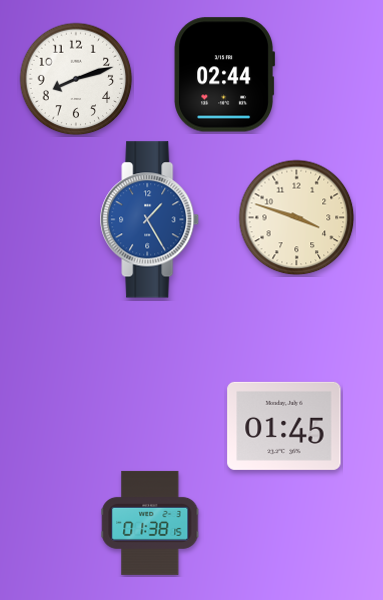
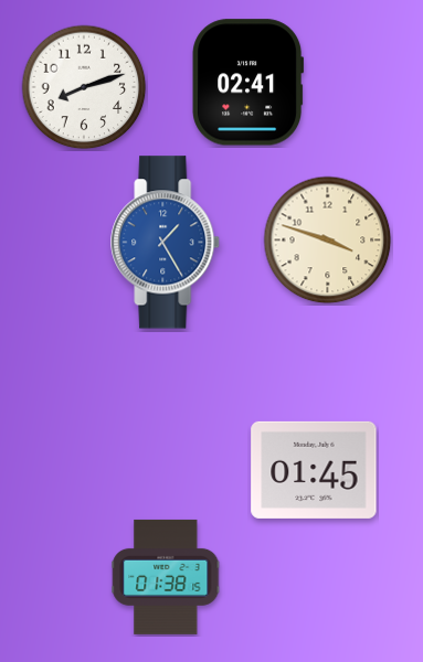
clock at (225, 75): 02:44 -> 02:41
